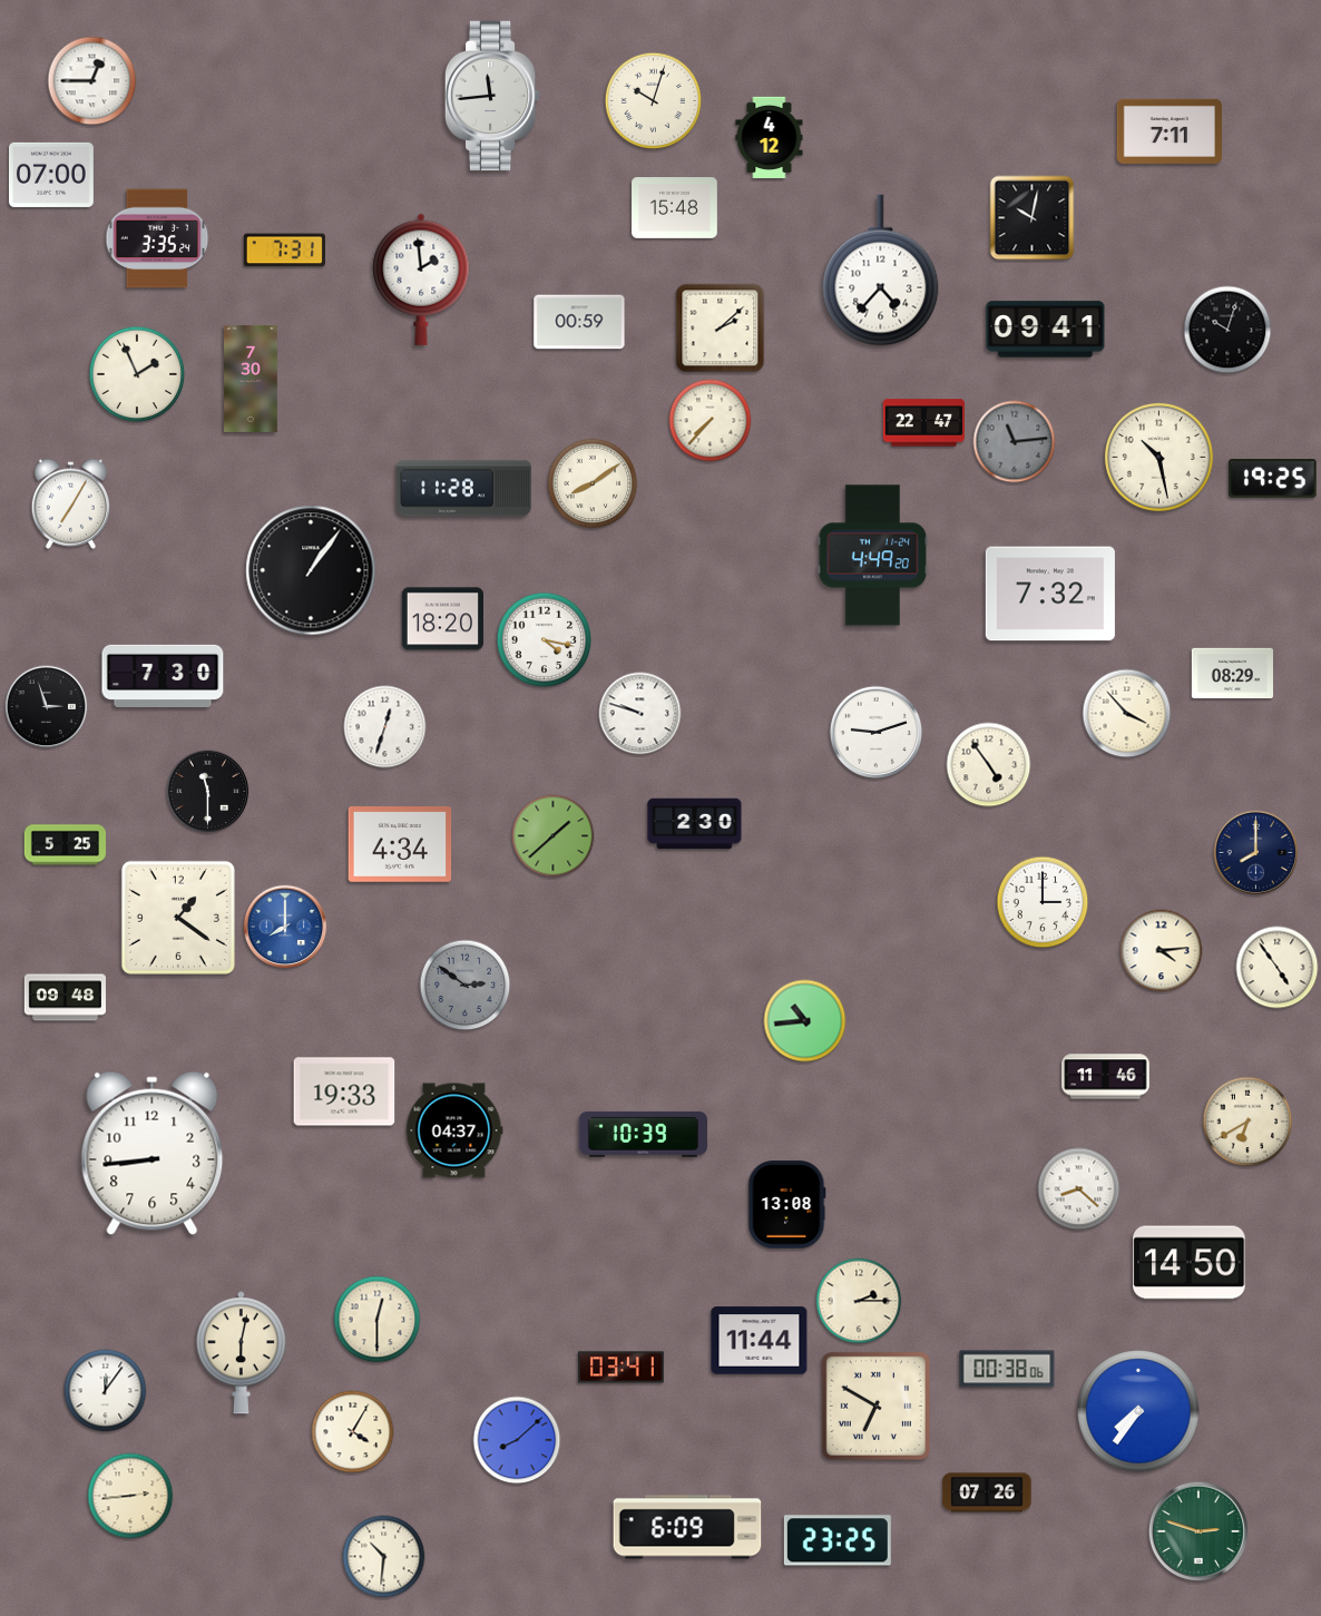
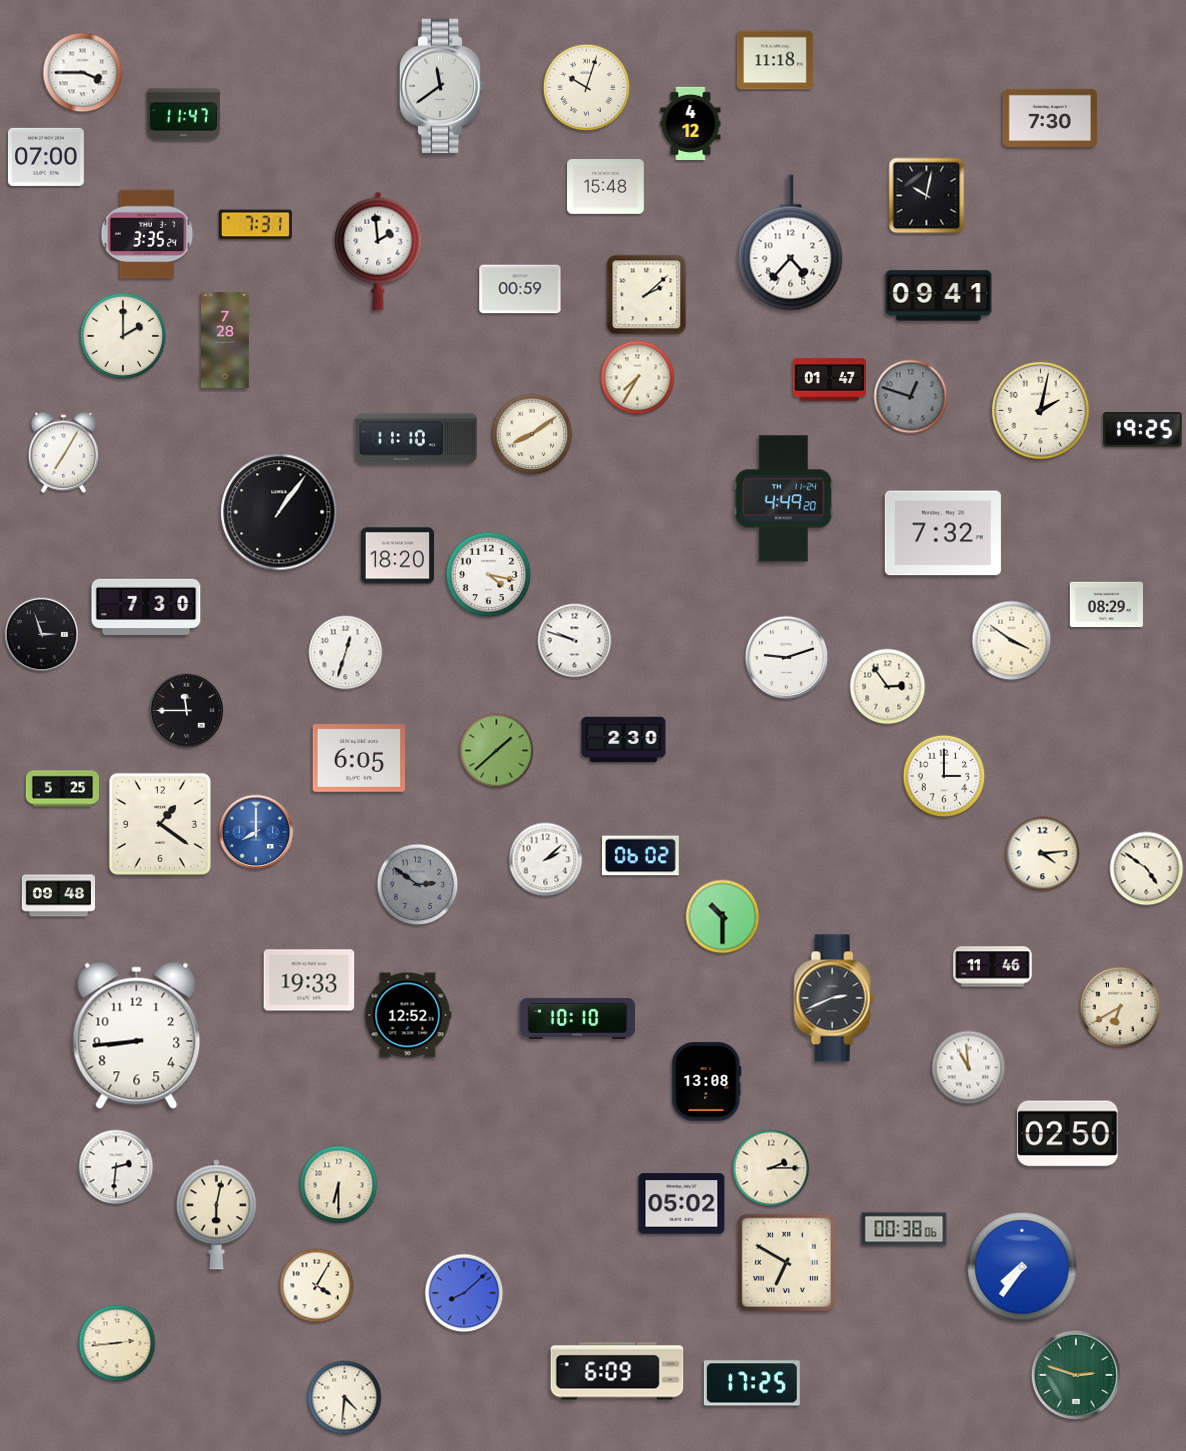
clock at (775, 60): none -> 11:18
clock at (92, 81): 12:45 -> 3:45
clock at (492, 96): 11:44 -> 11:39
clock at (654, 101) position: (654, 101) -> (587, 88)
clock at (183, 115): none -> 11:47
clock at (1170, 131): 7:11 -> 7:30
clock at (157, 238) position: (157, 238) -> (147, 234)
clock at (1227, 330): 10:03 -> none
clock at (137, 374): 1:56 -> 2:00
clock at (252, 379): 7:30 -> 7:28
clock at (711, 421): 7:37 -> 7:35
clock at (923, 423): 22:47 -> 01:47
clock at (1015, 442): 11:14 -> 12:48
clock at (1158, 457): 10:28 -> 2:02
clock at (464, 489): 11:28 -> 11:10
clock at (1127, 714): 3:53 -> 3:51
clock at (989, 765): 4:54 -> 2:54
clock at (208, 792): 11:30 -> 11:45
clock at (65, 845) position: (65, 845) -> (62, 789)
clock at (400, 845): 4:34 -> 6:05
clock at (1256, 853): 8:00 -> none
clock at (1043, 902) position: (1043, 902) -> (944, 776)
clock at (641, 856): none -> 06:02
clock at (546, 860): none -> 2:08
clock at (1278, 968): 4:54 -> 4:51
clock at (805, 1021): 10:44 -> 10:30
clock at (834, 998): none -> 2:41
clock at (454, 1130): 04:37 -> 12:52
clock at (643, 1134): 10:39 -> 10:10
clock at (1079, 1189): 8:22 -> 10:59
clock at (1190, 1263): 14:50 -> 02:50
clock at (116, 1167): none -> 2:31
clock at (378, 1320): 12:30 -> 6:30
clock at (760, 1341): 11:44 -> 05:02
clock at (622, 1368): 03:41 -> none
clock at (106, 1391): 12:06 -> none
clock at (987, 1492): 07:26 -> none
clock at (838, 1540): 23:25 -> 17:25
clock at (384, 1557): 10:31 -> 4:31
